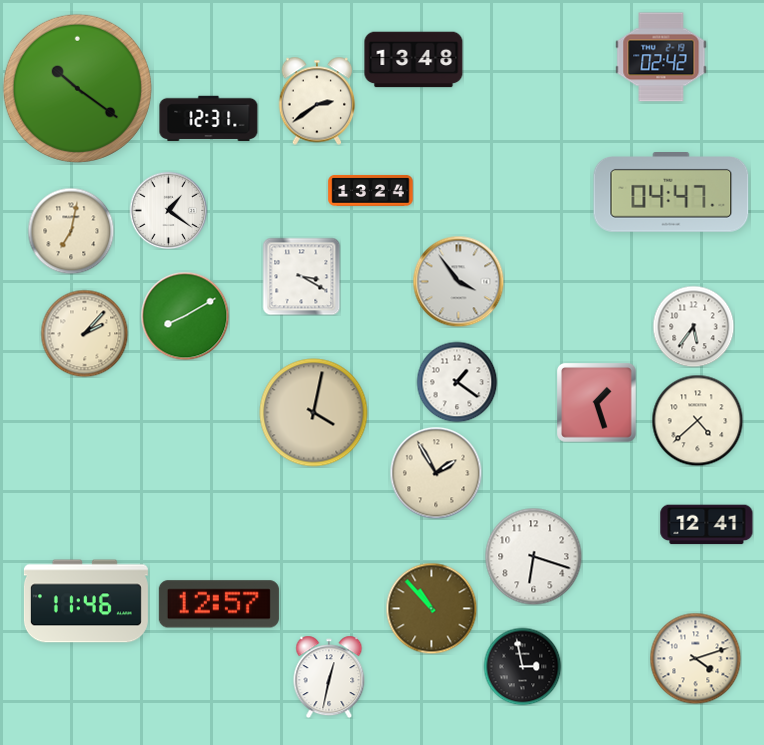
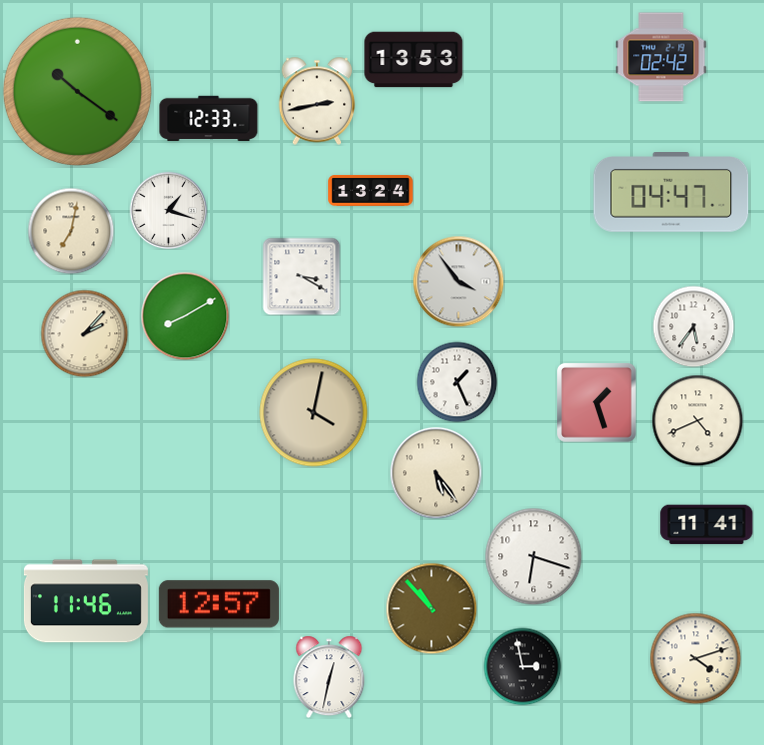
clock at (414, 60): 13:48 -> 13:53
clock at (77, 88) position: (77, 88) -> (77, 91)
clock at (317, 101): 2:39 -> 2:43
clock at (209, 119): 12:31 -> 12:33
clock at (168, 210): 1:21 -> 1:18
clock at (457, 382): 1:21 -> 1:26
clock at (697, 420): 4:38 -> 4:41
clock at (436, 473): 1:55 -> 5:24
clock at (707, 525): 12:41 -> 11:41
